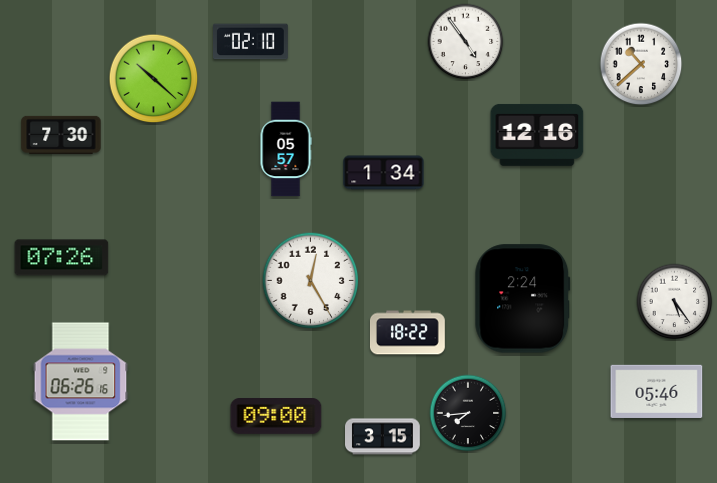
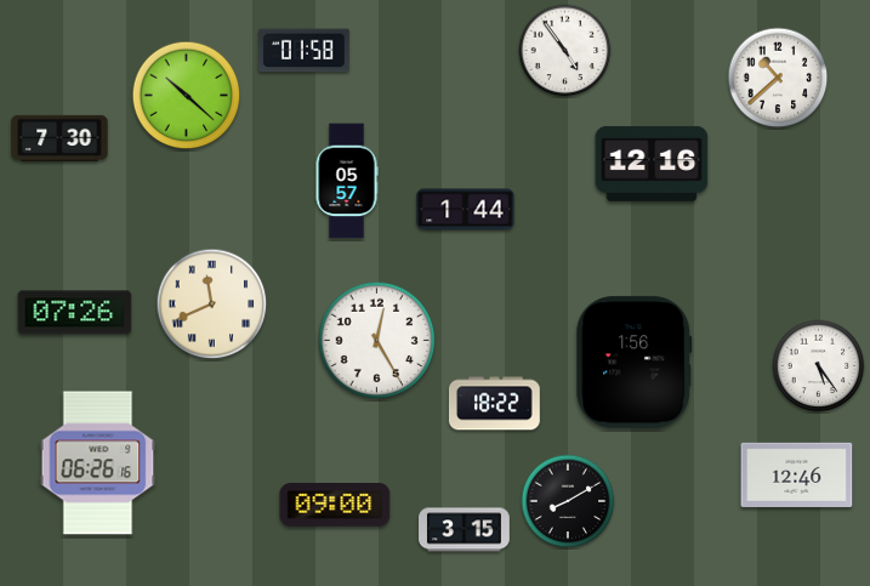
clock at (251, 42): 02:10 -> 01:58
clock at (61, 135) position: (61, 135) -> (59, 138)
clock at (384, 173): 1:34 -> 1:44
clock at (212, 305): none -> 11:41
clock at (523, 299): 2:24 -> 1:56
clock at (657, 391): 05:46 -> 12:46
clock at (468, 413): 7:44 -> 8:10
